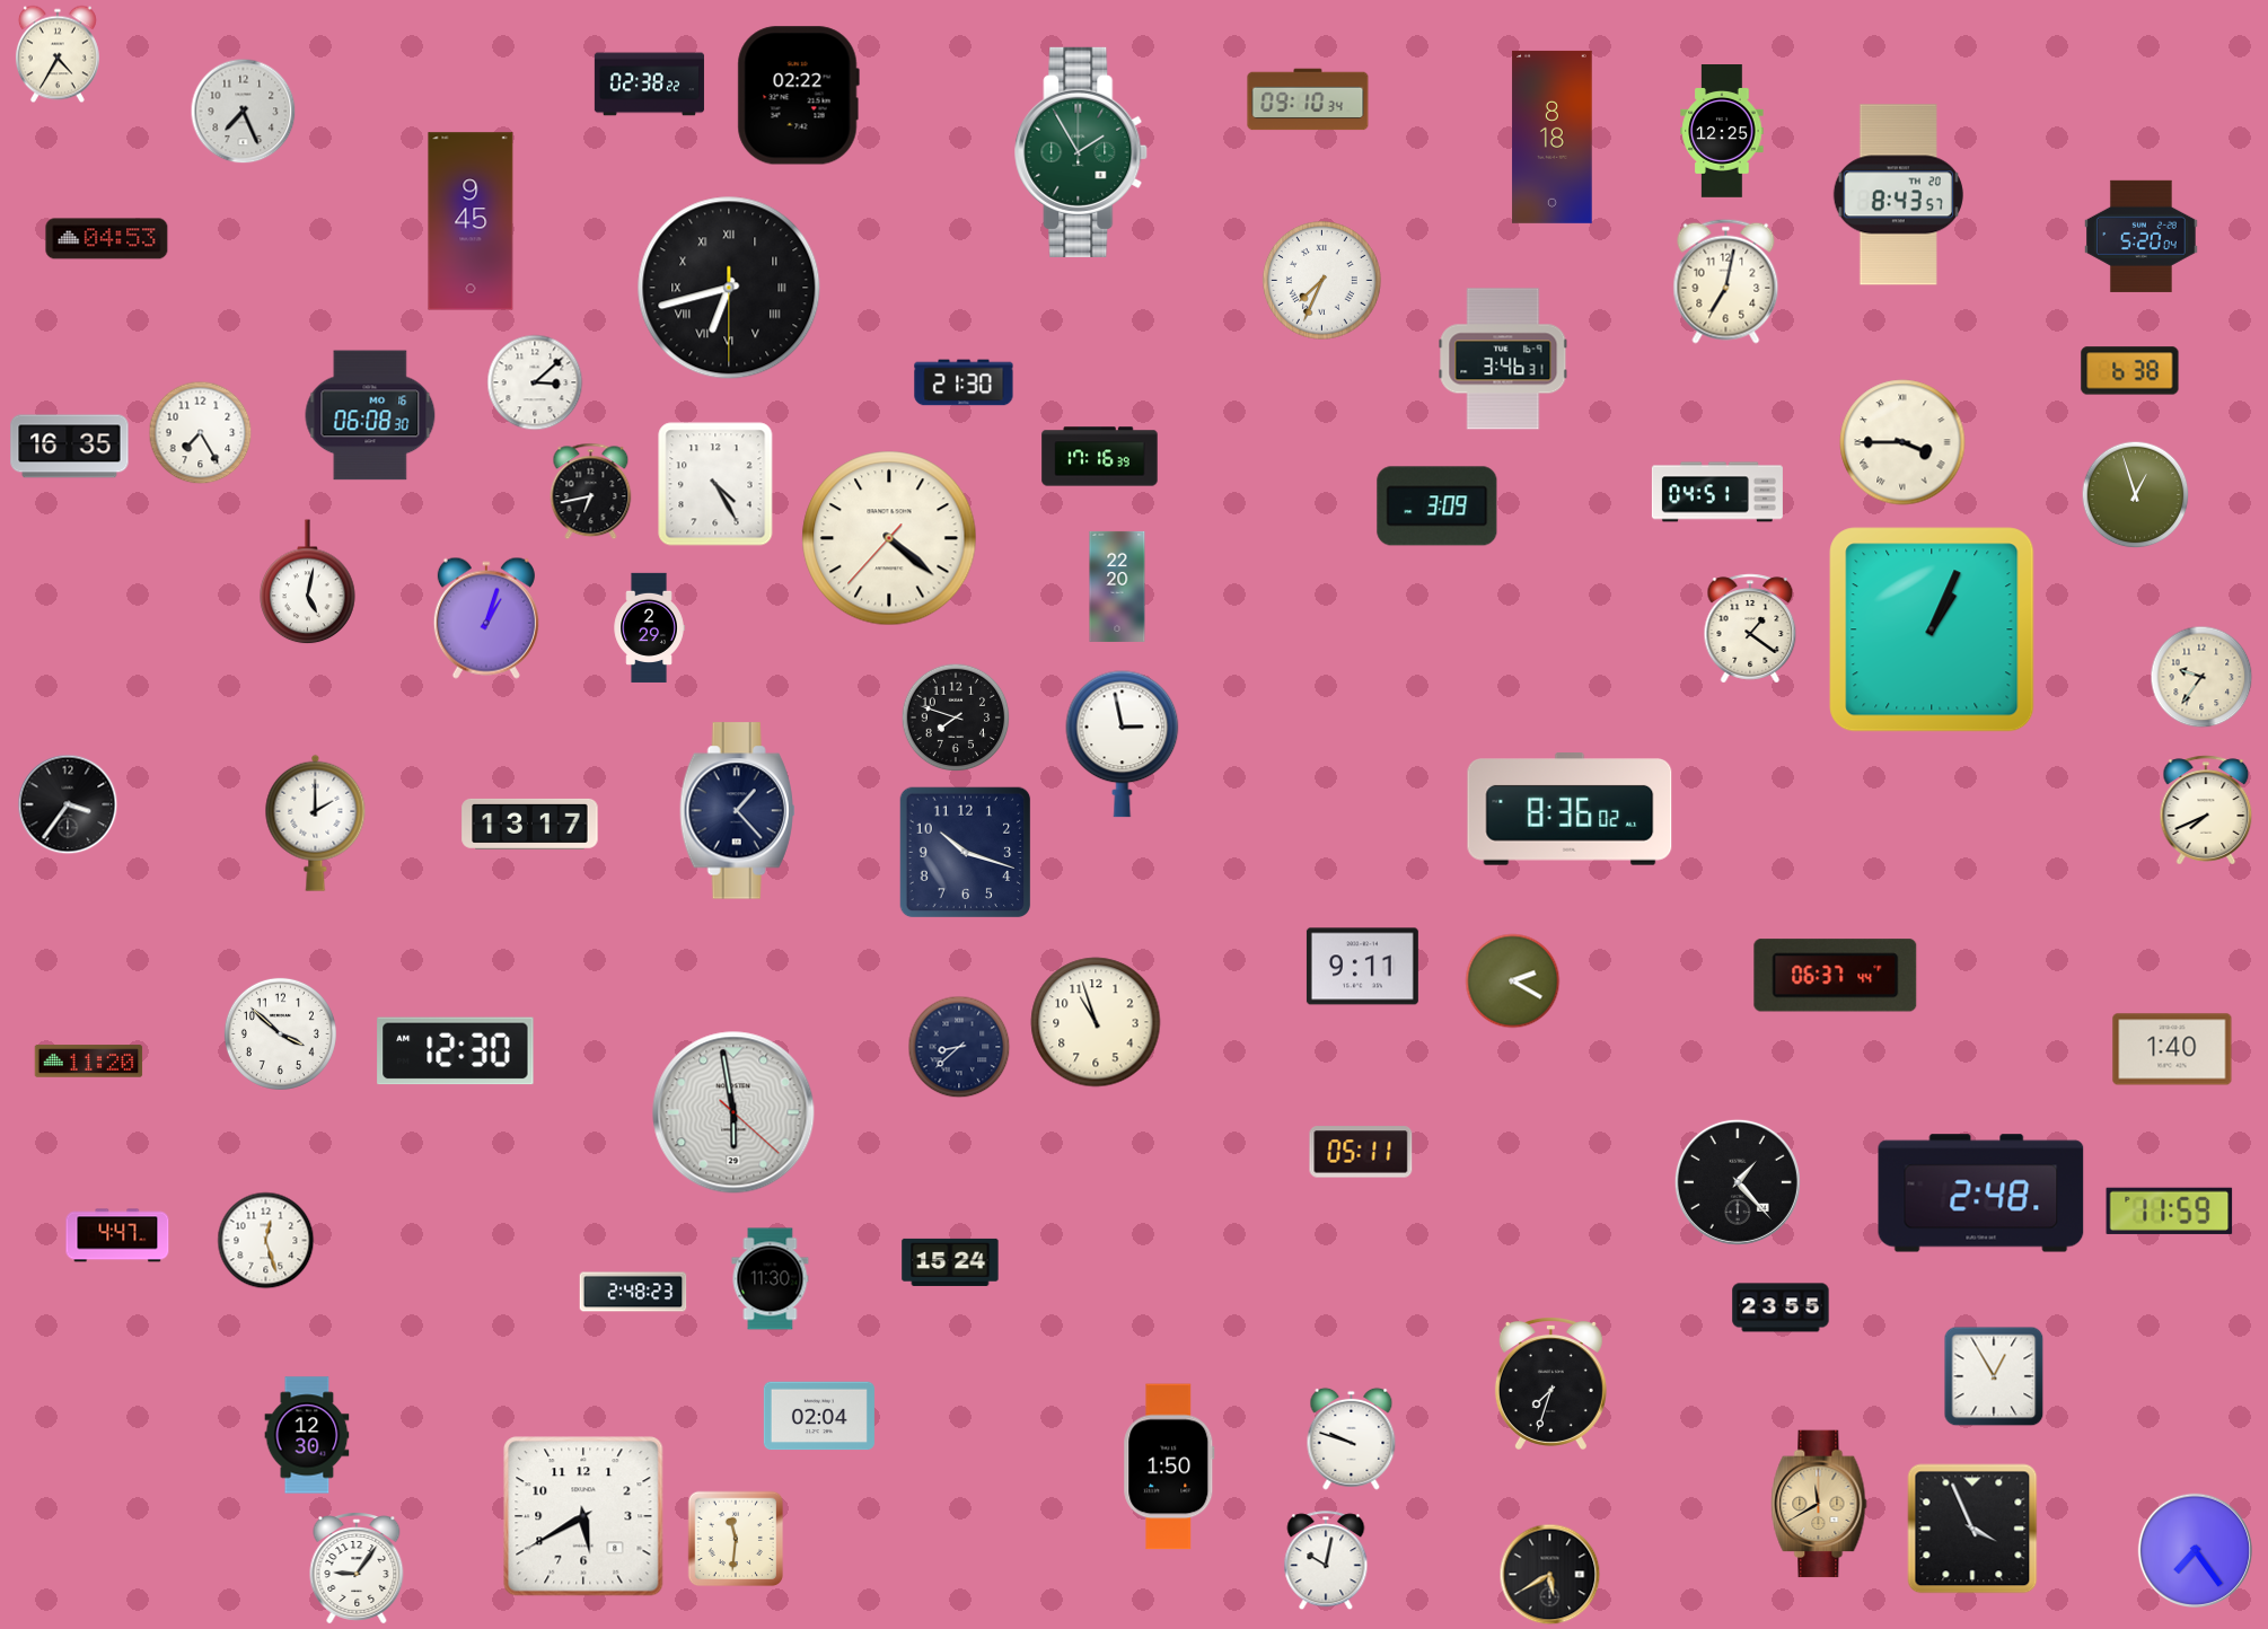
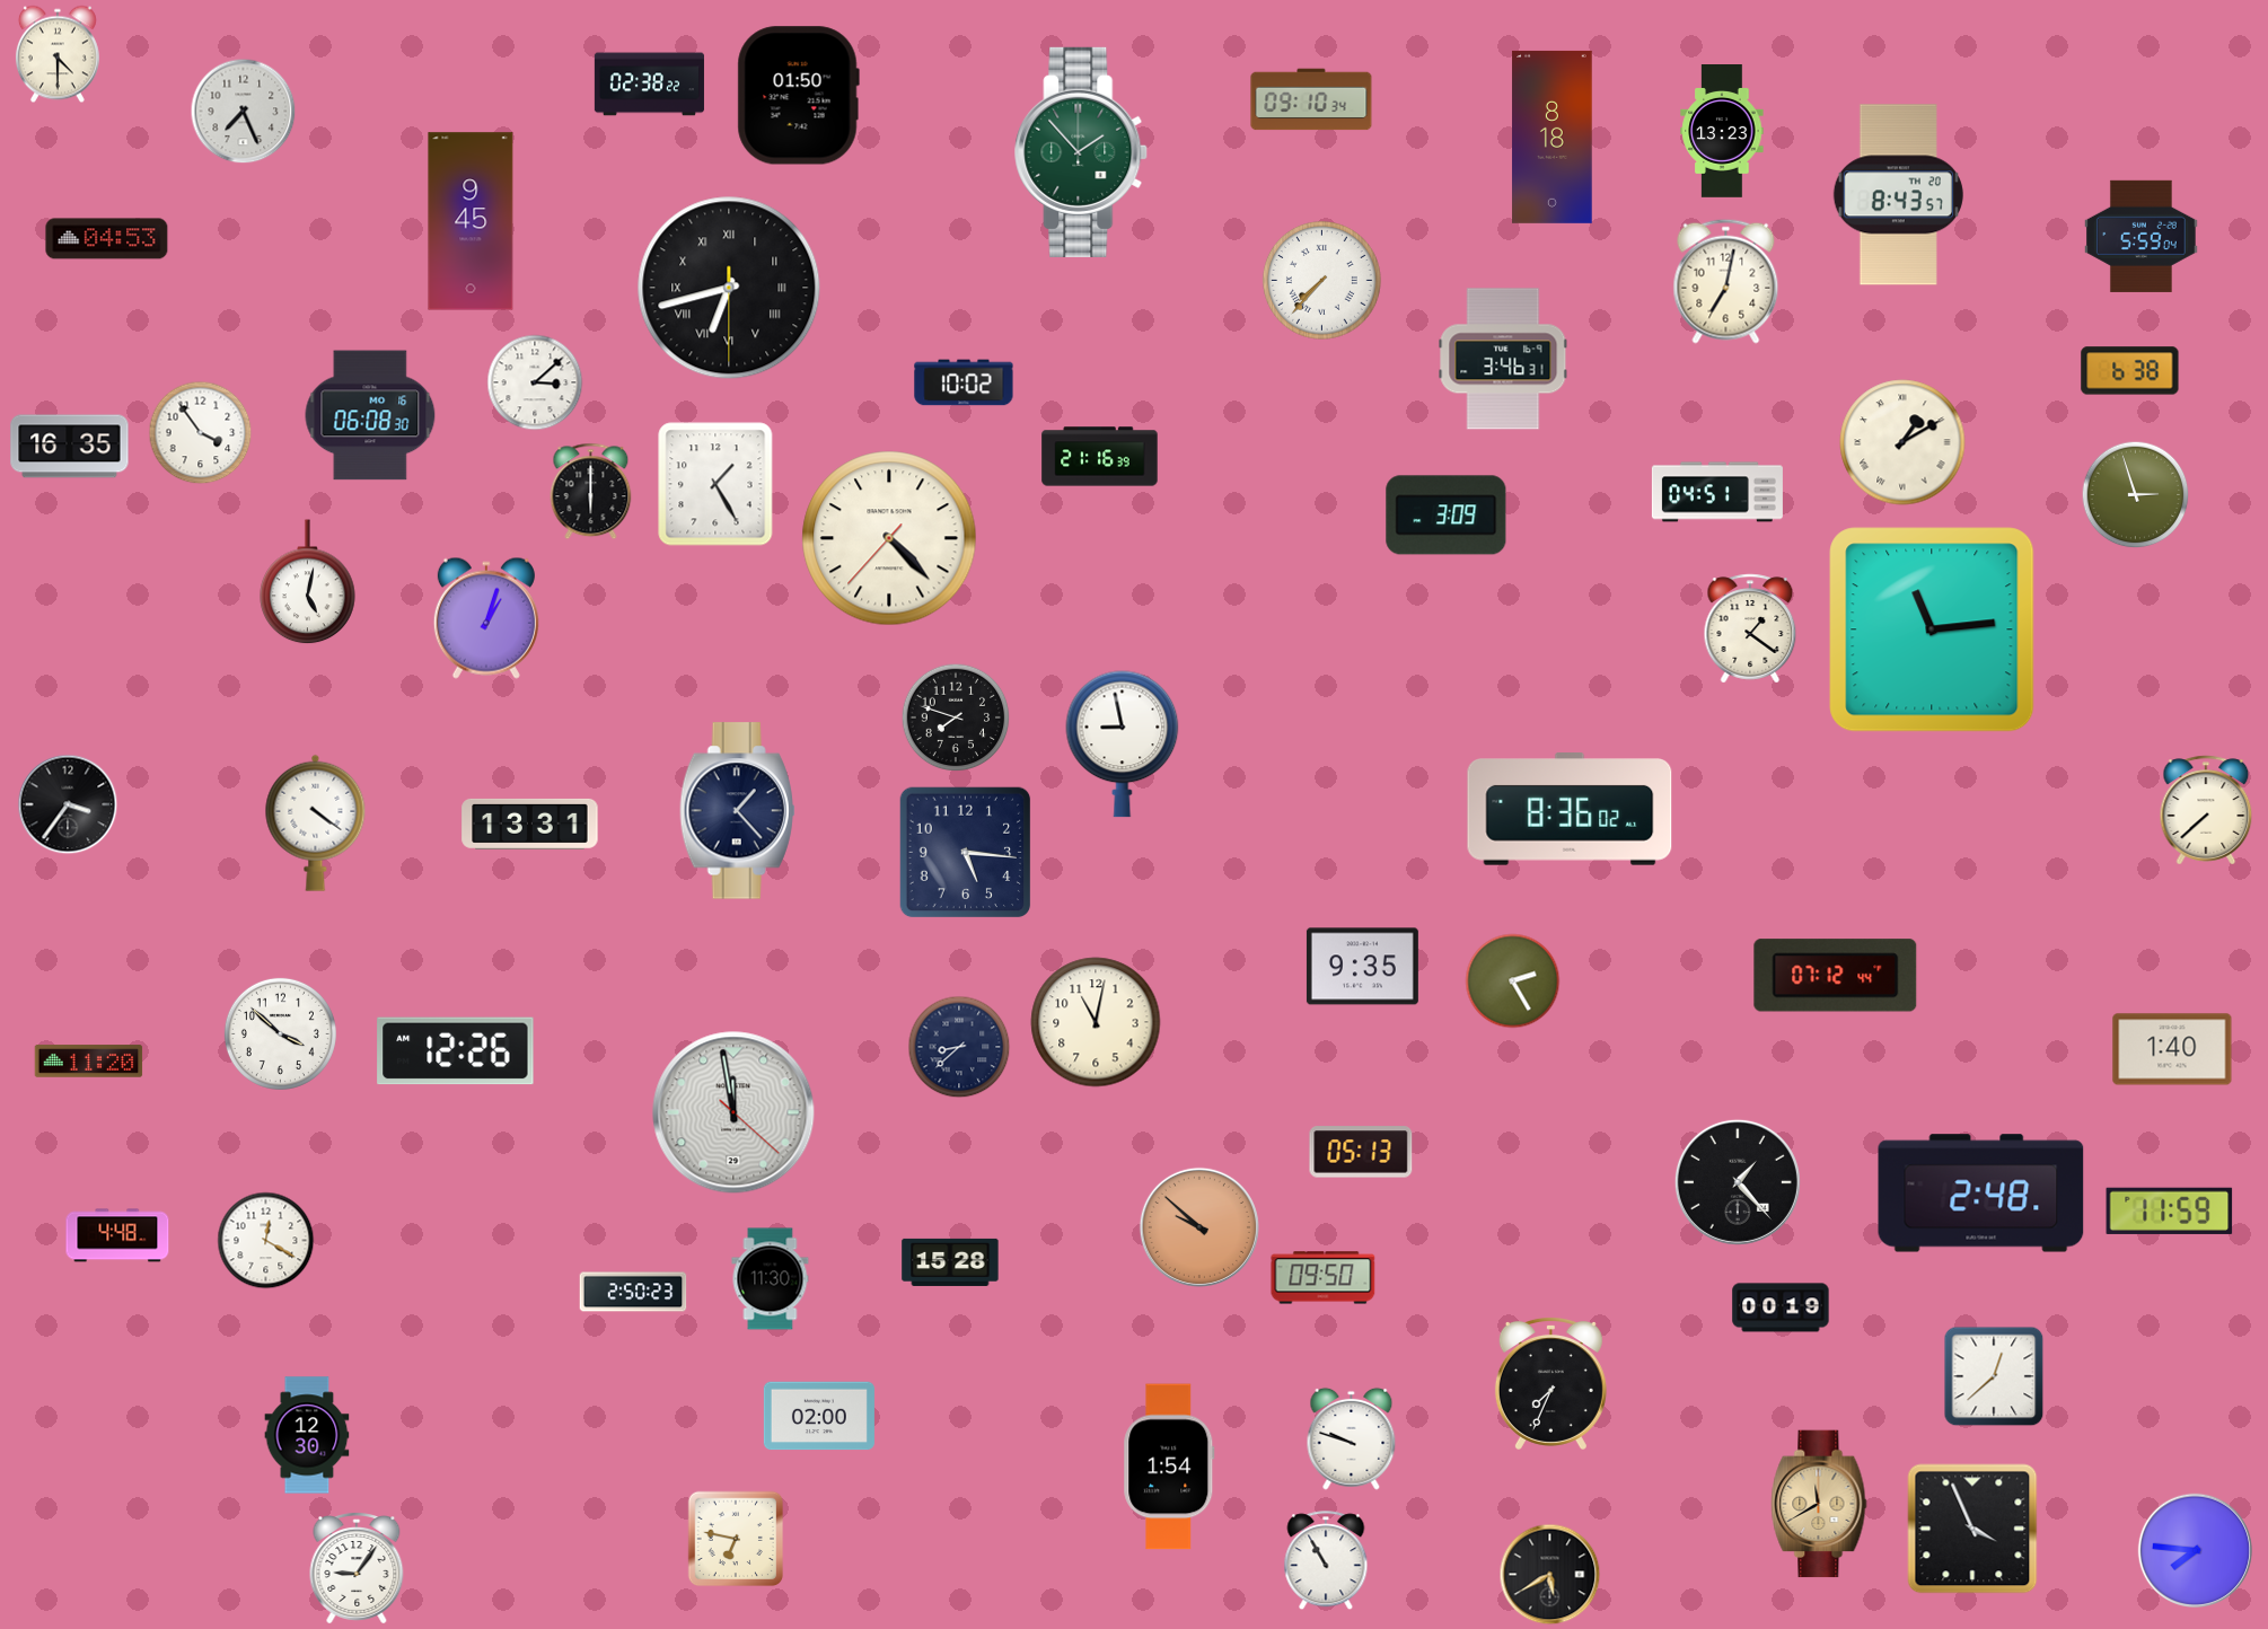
clock at (58, 54): 4:35 -> 4:30
clock at (798, 96): 02:22 -> 01:50
clock at (1308, 99) position: (1308, 99) -> (1311, 99)
clock at (1722, 132): 12:25 -> 13:23
clock at (1082, 152): 1:55 -> 1:53
clock at (2142, 236): 5:20 -> 5:59
clock at (1321, 280): 7:34 -> 7:37
clock at (964, 382): 21:30 -> 10:02
clock at (201, 433): 7:25 -> 3:54
clock at (1902, 442): 3:45 -> 1:10
clock at (1100, 457): 17:16 -> 21:16
clock at (715, 484): 4:25 -> 1:25
clock at (591, 492): 6:43 -> 6:00
clock at (2136, 495): 12:57 -> 2:57
clock at (1438, 507) position: (1438, 507) -> (1447, 516)
clock at (889, 538): 4:21 -> 4:22
clock at (1117, 587): 22:20 -> none
clock at (649, 627): 2:29 -> none
clock at (1932, 629): 1:04 -> 11:14
clock at (2201, 677): 9:36 -> none
clock at (1123, 745): 2:58 -> 8:58
clock at (2206, 810): 7:41 -> 7:38
clock at (316, 822): 2:00 -> 4:21
clock at (530, 824): 13:17 -> 13:31
clock at (966, 853): 10:18 -> 5:16
clock at (1362, 967): 9:11 -> 9:35
clock at (1836, 976): 06:37 -> 07:12
clock at (1513, 981): 2:20 -> 2:25
clock at (1096, 1022): 10:57 -> 11:02
clock at (456, 1051): 12:30 -> 12:26
clock at (733, 1112): 5:58 -> 11:58
clock at (1361, 1152): 05:11 -> 05:13
clock at (1199, 1227): none -> 9:52
clock at (117, 1235): 4:47 -> 4:48
clock at (266, 1241): 12:27 -> 12:20
clock at (950, 1262): 15:24 -> 15:28
clock at (1324, 1278): none -> 09:50
clock at (633, 1292): 2:48 -> 2:50
clock at (1781, 1307): 23:55 -> 00:19
clock at (1994, 1376): 12:55 -> 12:38
clock at (1550, 1384): 7:33 -> 7:34
clock at (819, 1416): 02:04 -> 02:00
clock at (1169, 1467): 1:50 -> 1:54
clock at (583, 1516): 5:40 -> none
clock at (736, 1539): 11:31 -> 6:47
clock at (2195, 1550): 7:24 -> 7:46
clock at (1326, 1561): 10:02 -> 10:55
